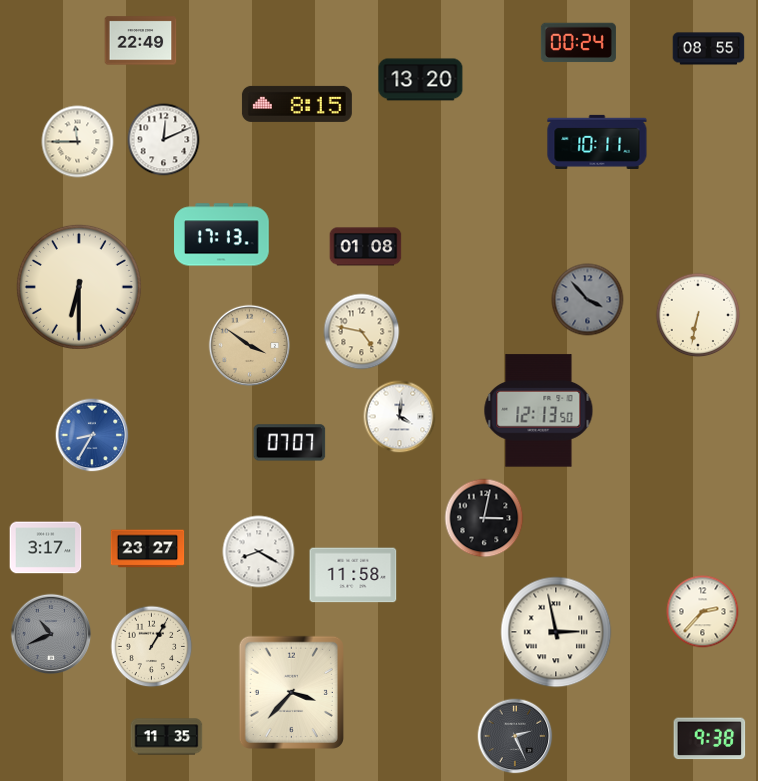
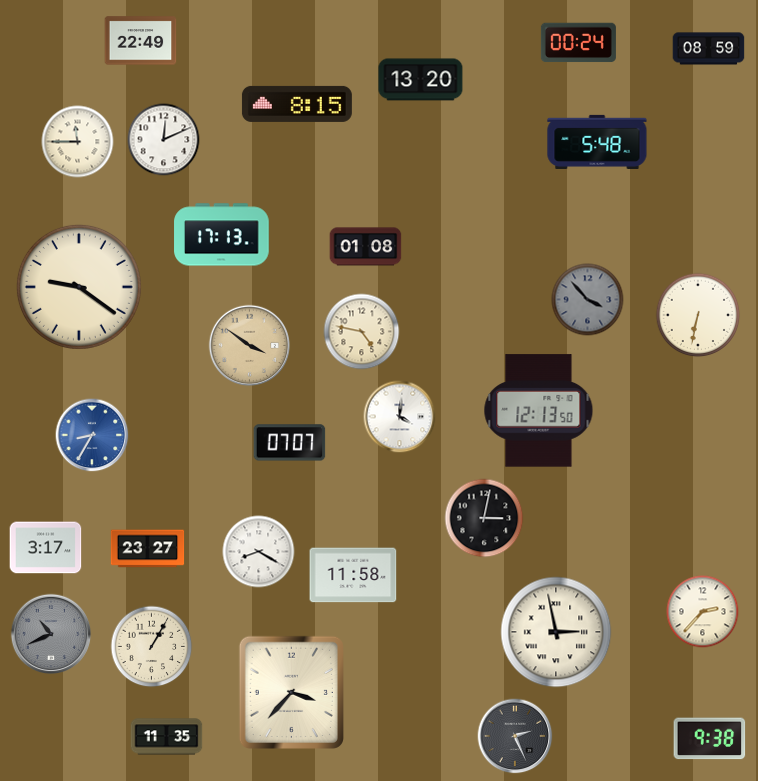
clock at (709, 49): 08:55 -> 08:59
clock at (597, 142): 10:11 -> 5:48
clock at (79, 287): 6:30 -> 9:21
